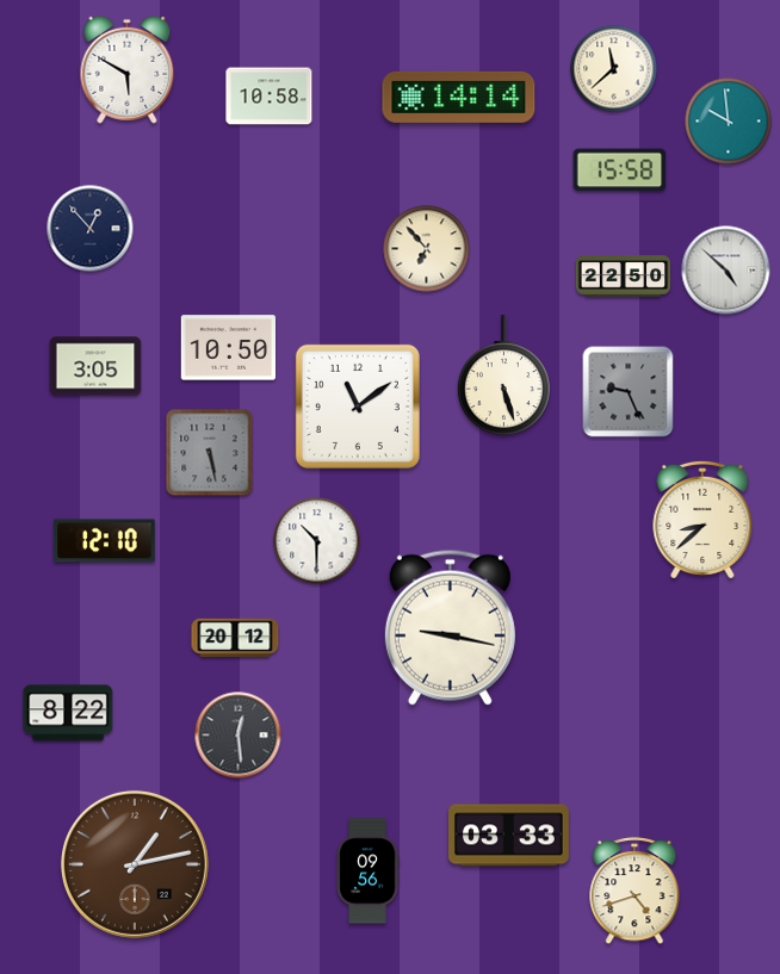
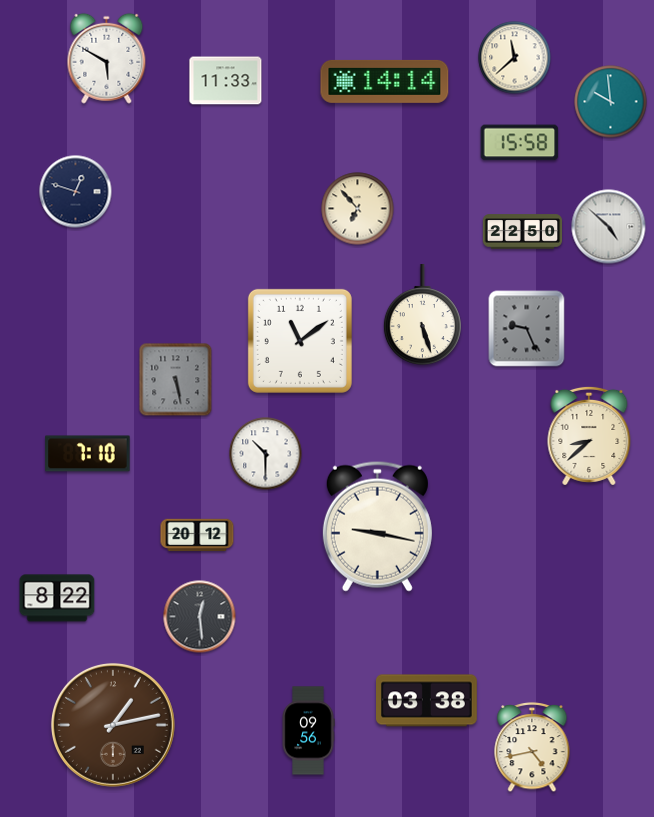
clock at (270, 97): 10:58 -> 11:33
clock at (91, 229): 12:53 -> 12:48
clock at (228, 348): 10:50 -> none
clock at (95, 366): 3:05 -> none
clock at (105, 541): 12:10 -> 7:10
clock at (509, 836): 03:33 -> 03:38
clock at (634, 891): 4:42 -> 4:43
